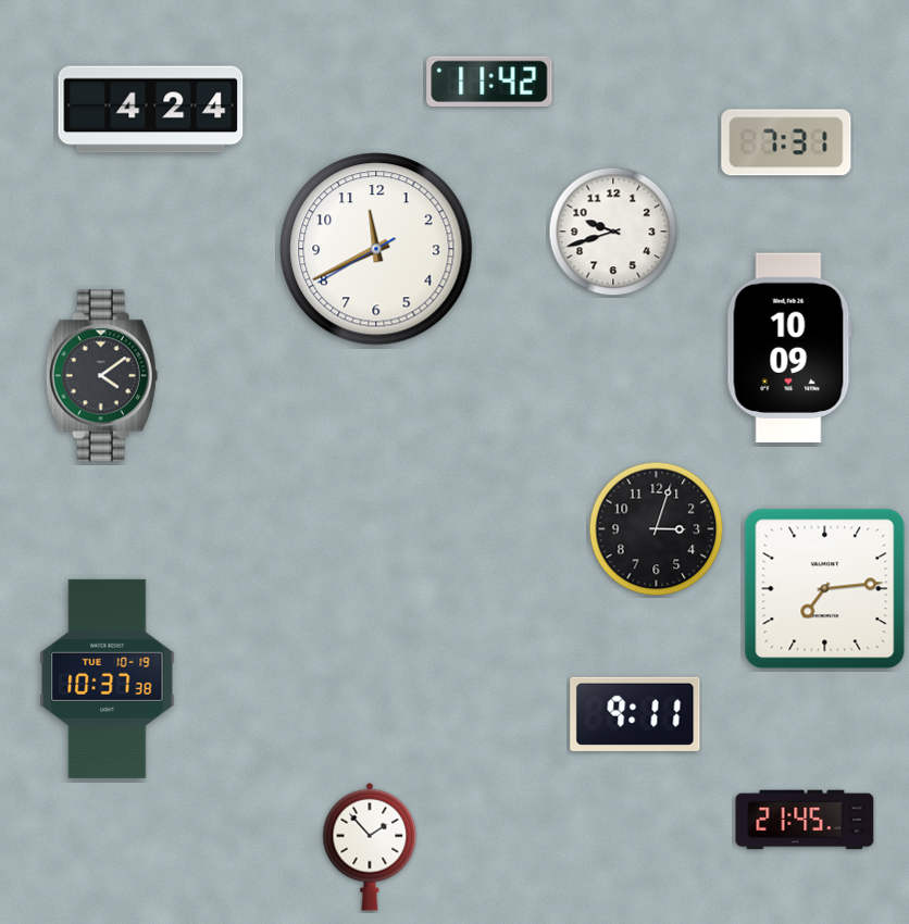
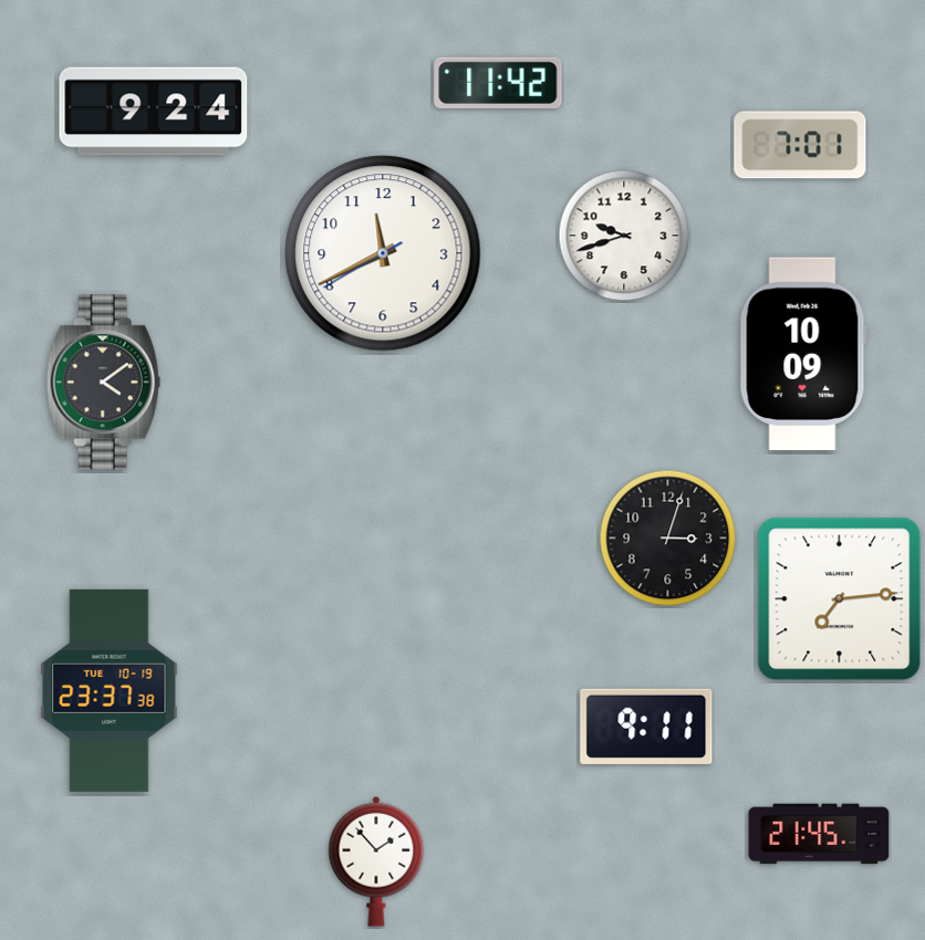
clock at (151, 110): 4:24 -> 9:24
clock at (786, 142): 7:31 -> 7:01
clock at (108, 678): 10:37 -> 23:37
